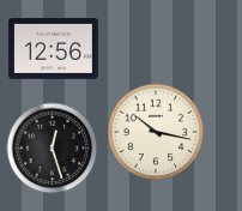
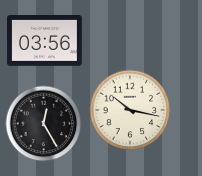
clock at (54, 49): 12:56 -> 03:56
clock at (53, 149): 12:27 -> 12:25
